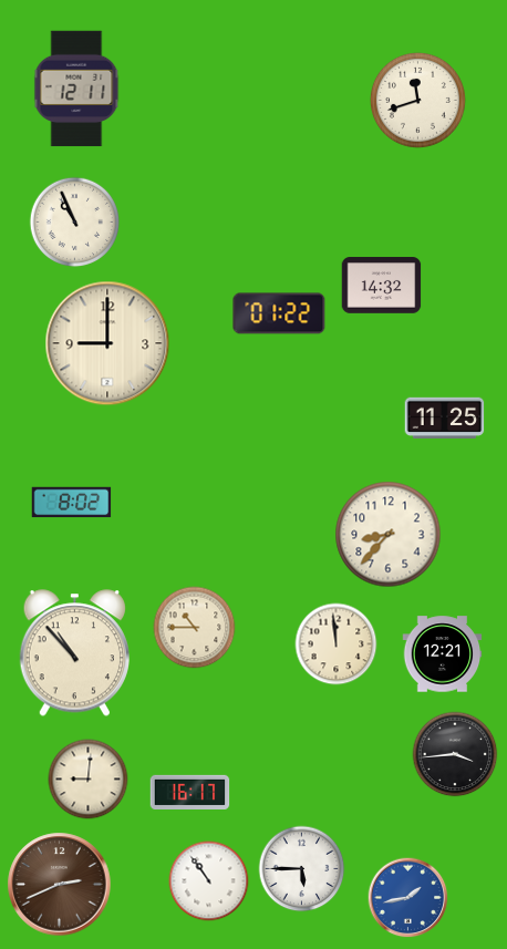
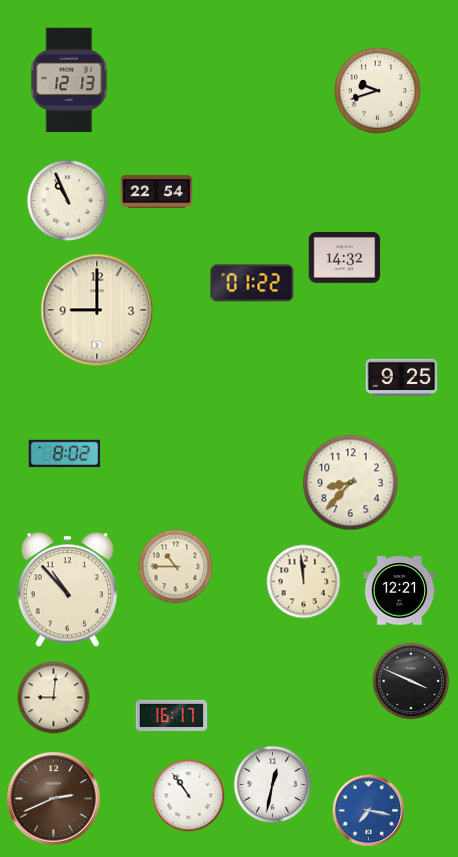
clock at (76, 89): 12:11 -> 12:13
clock at (417, 100): 11:42 -> 9:42
clock at (157, 192): none -> 22:54
clock at (445, 417): 11:25 -> 9:25
clock at (455, 754): 3:44 -> 3:49
clock at (89, 780) position: (89, 780) -> (54, 698)
clock at (302, 869): 5:45 -> 12:32
clock at (408, 898): 1:43 -> 7:17
